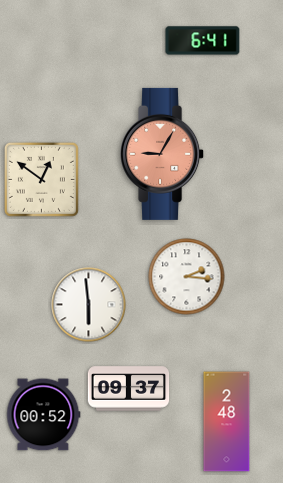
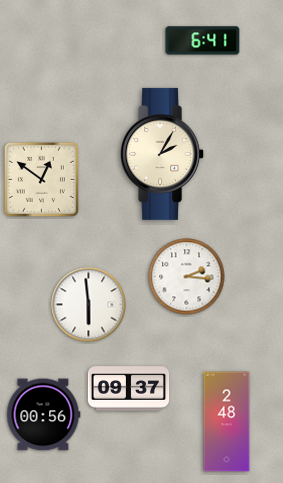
clock at (163, 154): 9:05 -> 2:05
clock at (163, 154) dial: salmon -> cream
clock at (44, 415): 00:52 -> 00:56
